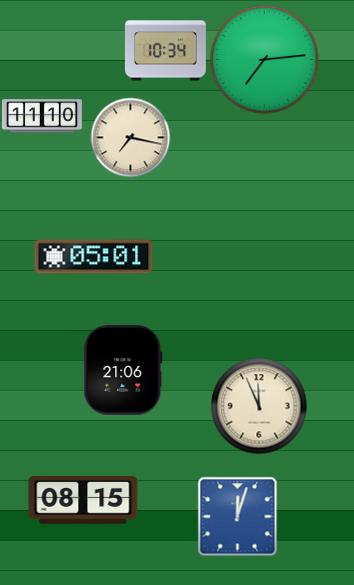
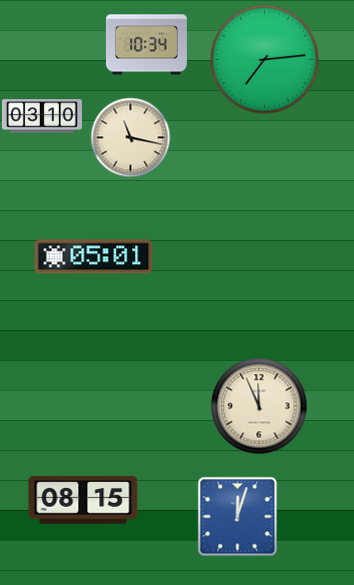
clock at (165, 51) position: (165, 51) -> (146, 45)
clock at (42, 116): 11:10 -> 03:10
clock at (130, 137): 7:17 -> 11:17
clock at (123, 370): 21:06 -> none
